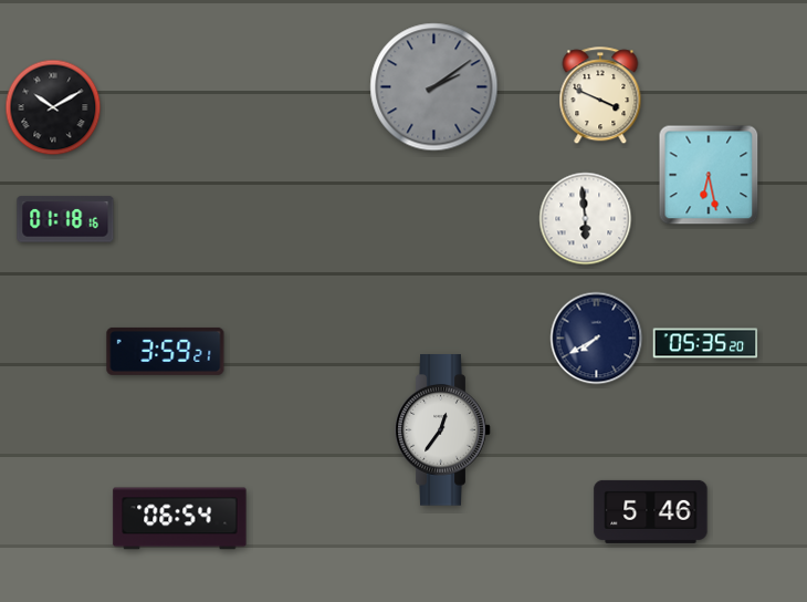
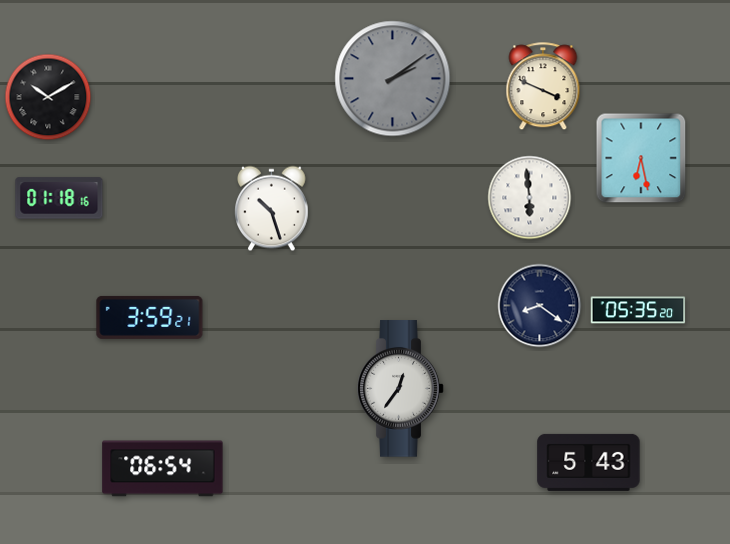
clock at (272, 209): none -> 10:27
clock at (597, 339): 7:40 -> 8:21
clock at (651, 511): 5:46 -> 5:43
